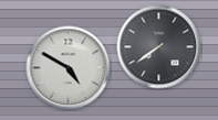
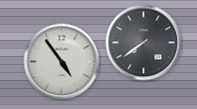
clock at (69, 68): 4:50 -> 4:54
